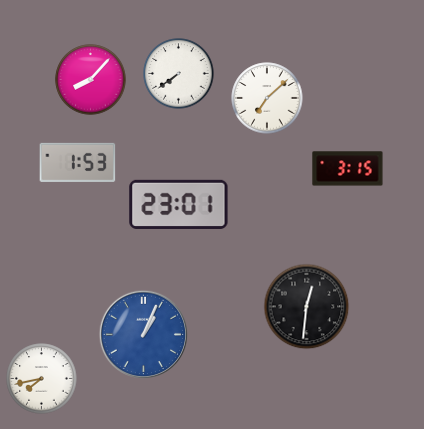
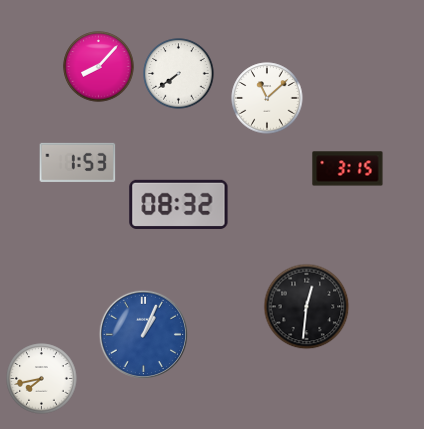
clock at (91, 80) position: (91, 80) -> (99, 67)
clock at (267, 98): 7:08 -> 11:08
clock at (179, 204): 23:01 -> 08:32
